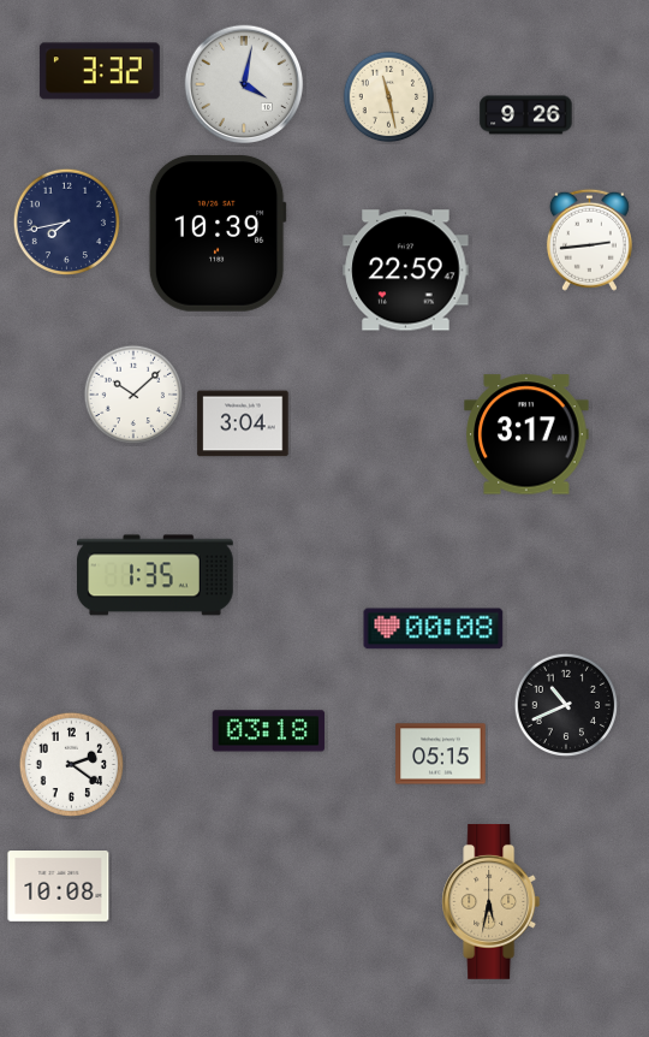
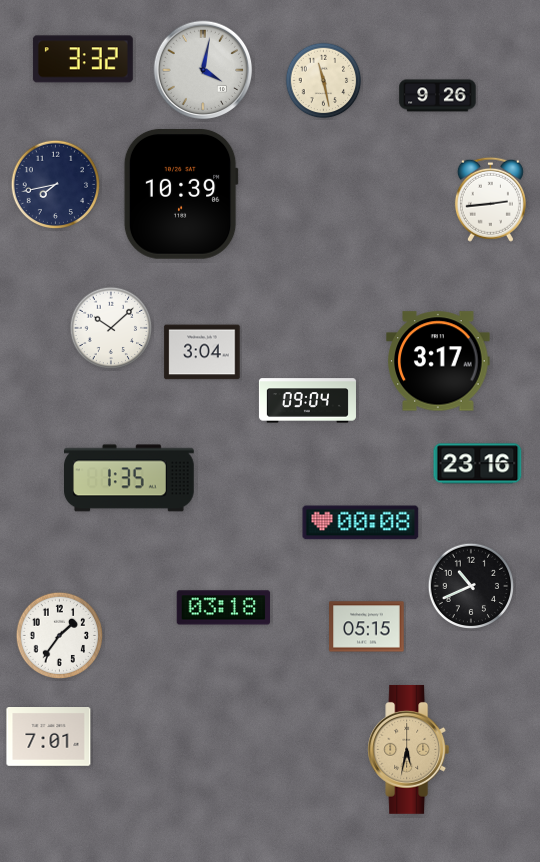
clock at (406, 271): 22:59 -> none
clock at (307, 401): none -> 09:04
clock at (478, 464): none -> 23:16
clock at (71, 764): 2:21 -> 1:36
clock at (59, 887): 10:08 -> 7:01
